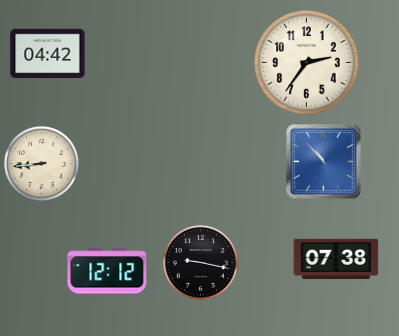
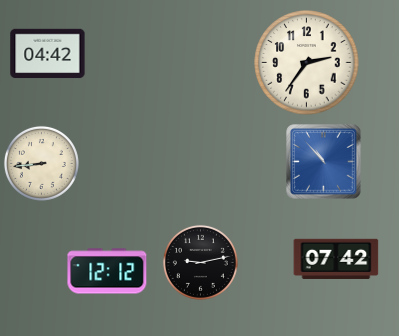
clock at (336, 259): 07:38 -> 07:42
clock at (200, 262): 9:17 -> 9:13
